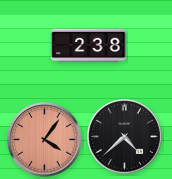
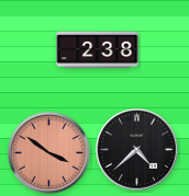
clock at (45, 140): 4:06 -> 3:51
